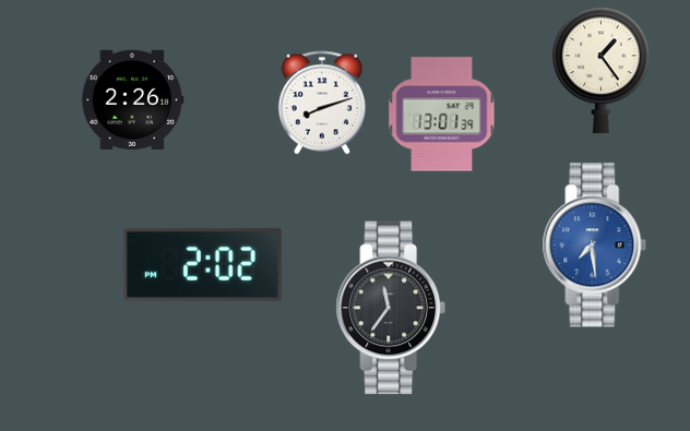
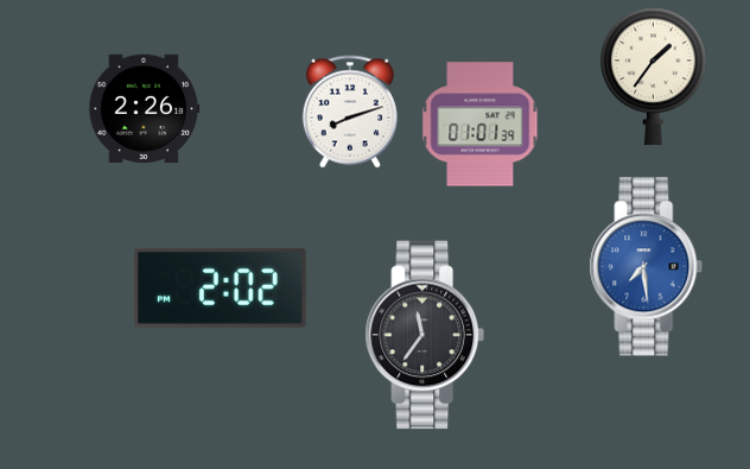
clock at (602, 71): 1:24 -> 1:36
clock at (442, 115): 13:01 -> 01:01
